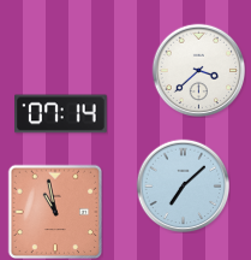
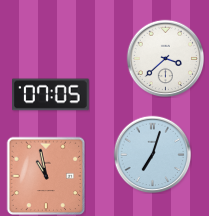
clock at (61, 114): 07:14 -> 07:05
clock at (183, 185): 7:08 -> 7:03
